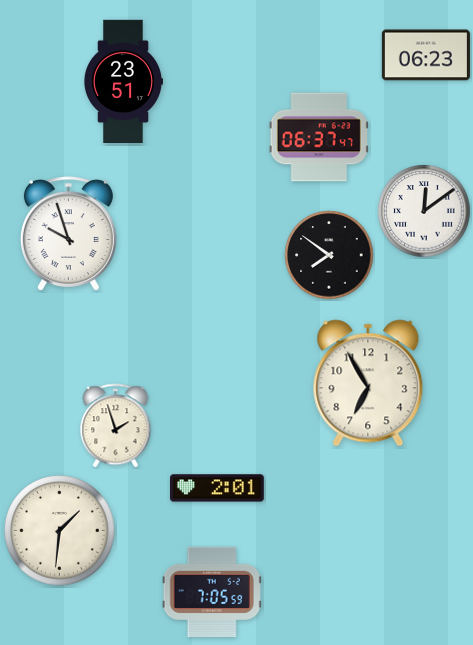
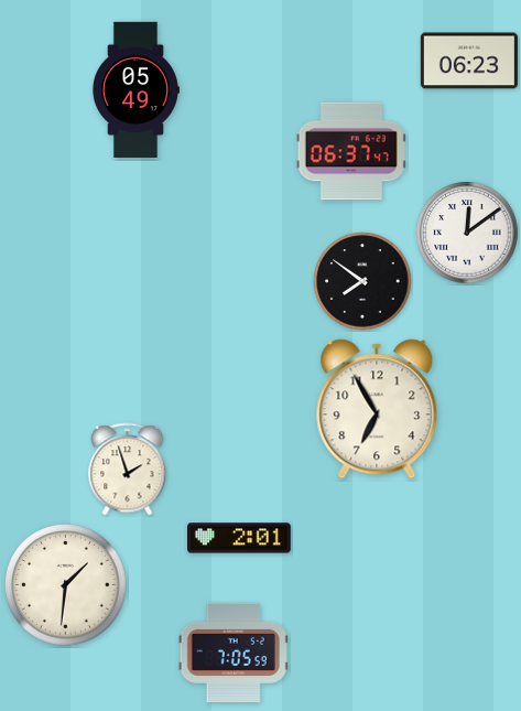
clock at (123, 81): 23:51 -> 05:49
clock at (68, 234): 9:57 -> none
clock at (368, 383) position: (368, 383) -> (377, 409)
